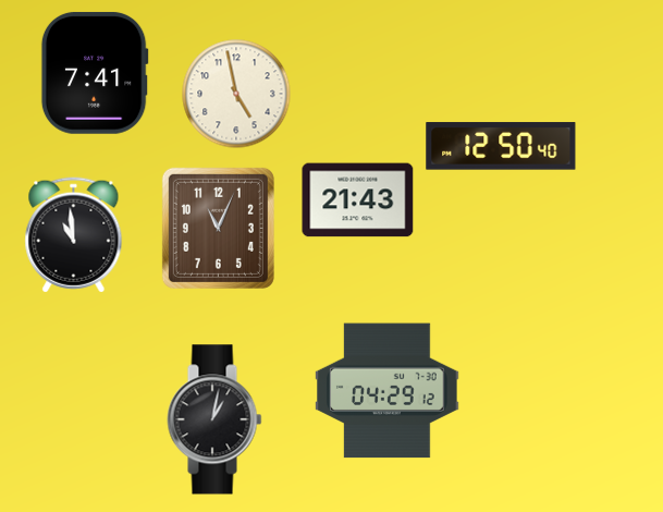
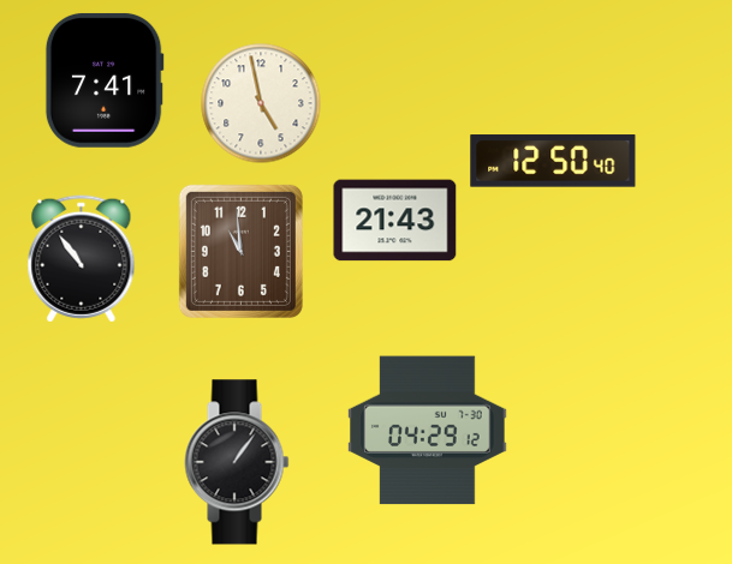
clock at (218, 228): 11:04 -> 10:59
clock at (74, 235): 10:59 -> 10:54
clock at (214, 419): 1:02 -> 1:06
